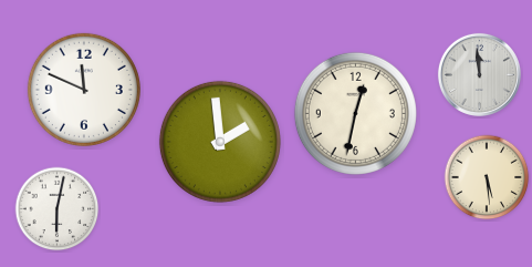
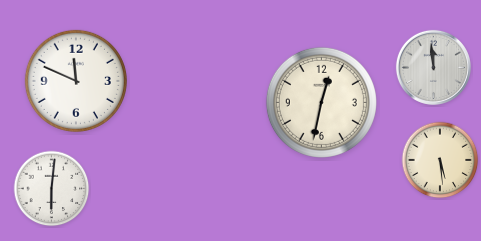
clock at (220, 142): 1:59 -> none
clock at (58, 209): 6:02 -> 6:01
